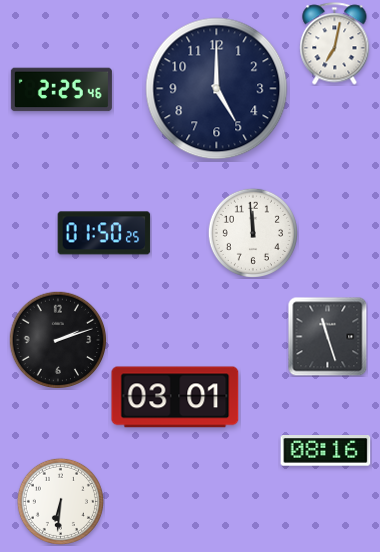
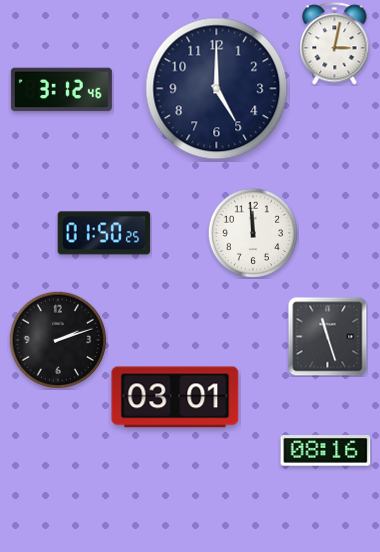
clock at (335, 44): 7:02 -> 3:02
clock at (61, 90): 2:25 -> 3:12
clock at (60, 501): 6:31 -> none
